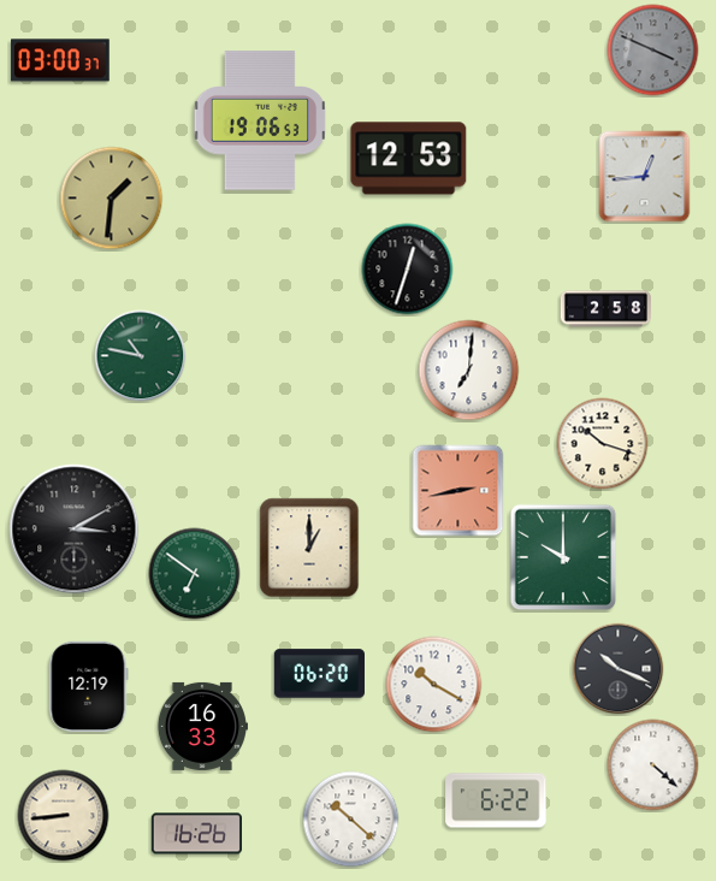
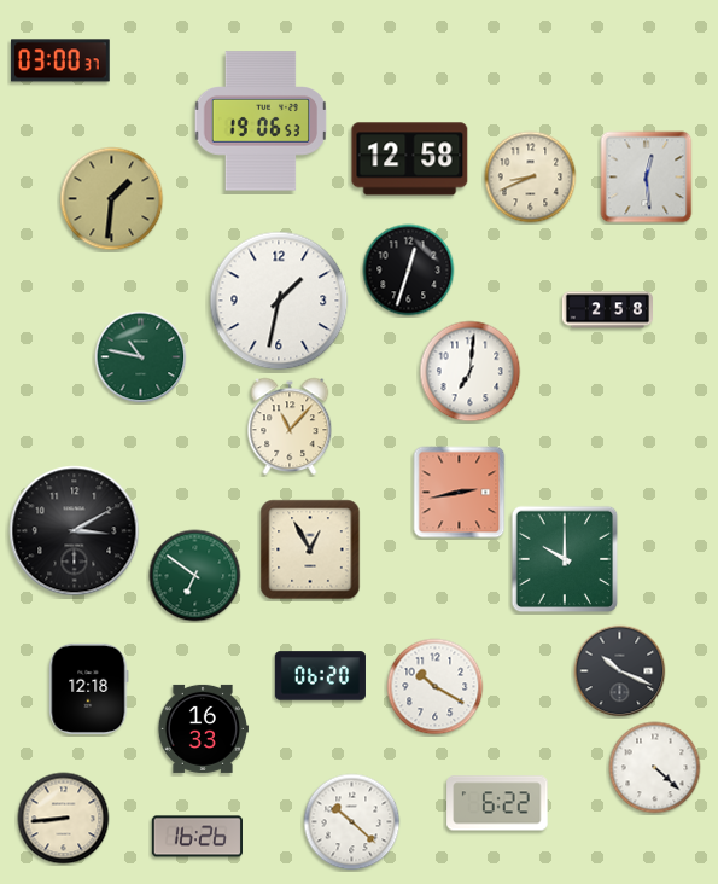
clock at (653, 51): 3:49 -> none
clock at (409, 159): 12:53 -> 12:58
clock at (531, 178): none -> 8:41
clock at (645, 177): 12:44 -> 12:29
clock at (279, 301): none -> 1:32
clock at (290, 426): none -> 11:07
clock at (603, 444): 10:18 -> none
clock at (309, 548): 1:00 -> 12:55
clock at (89, 686): 12:19 -> 12:18
